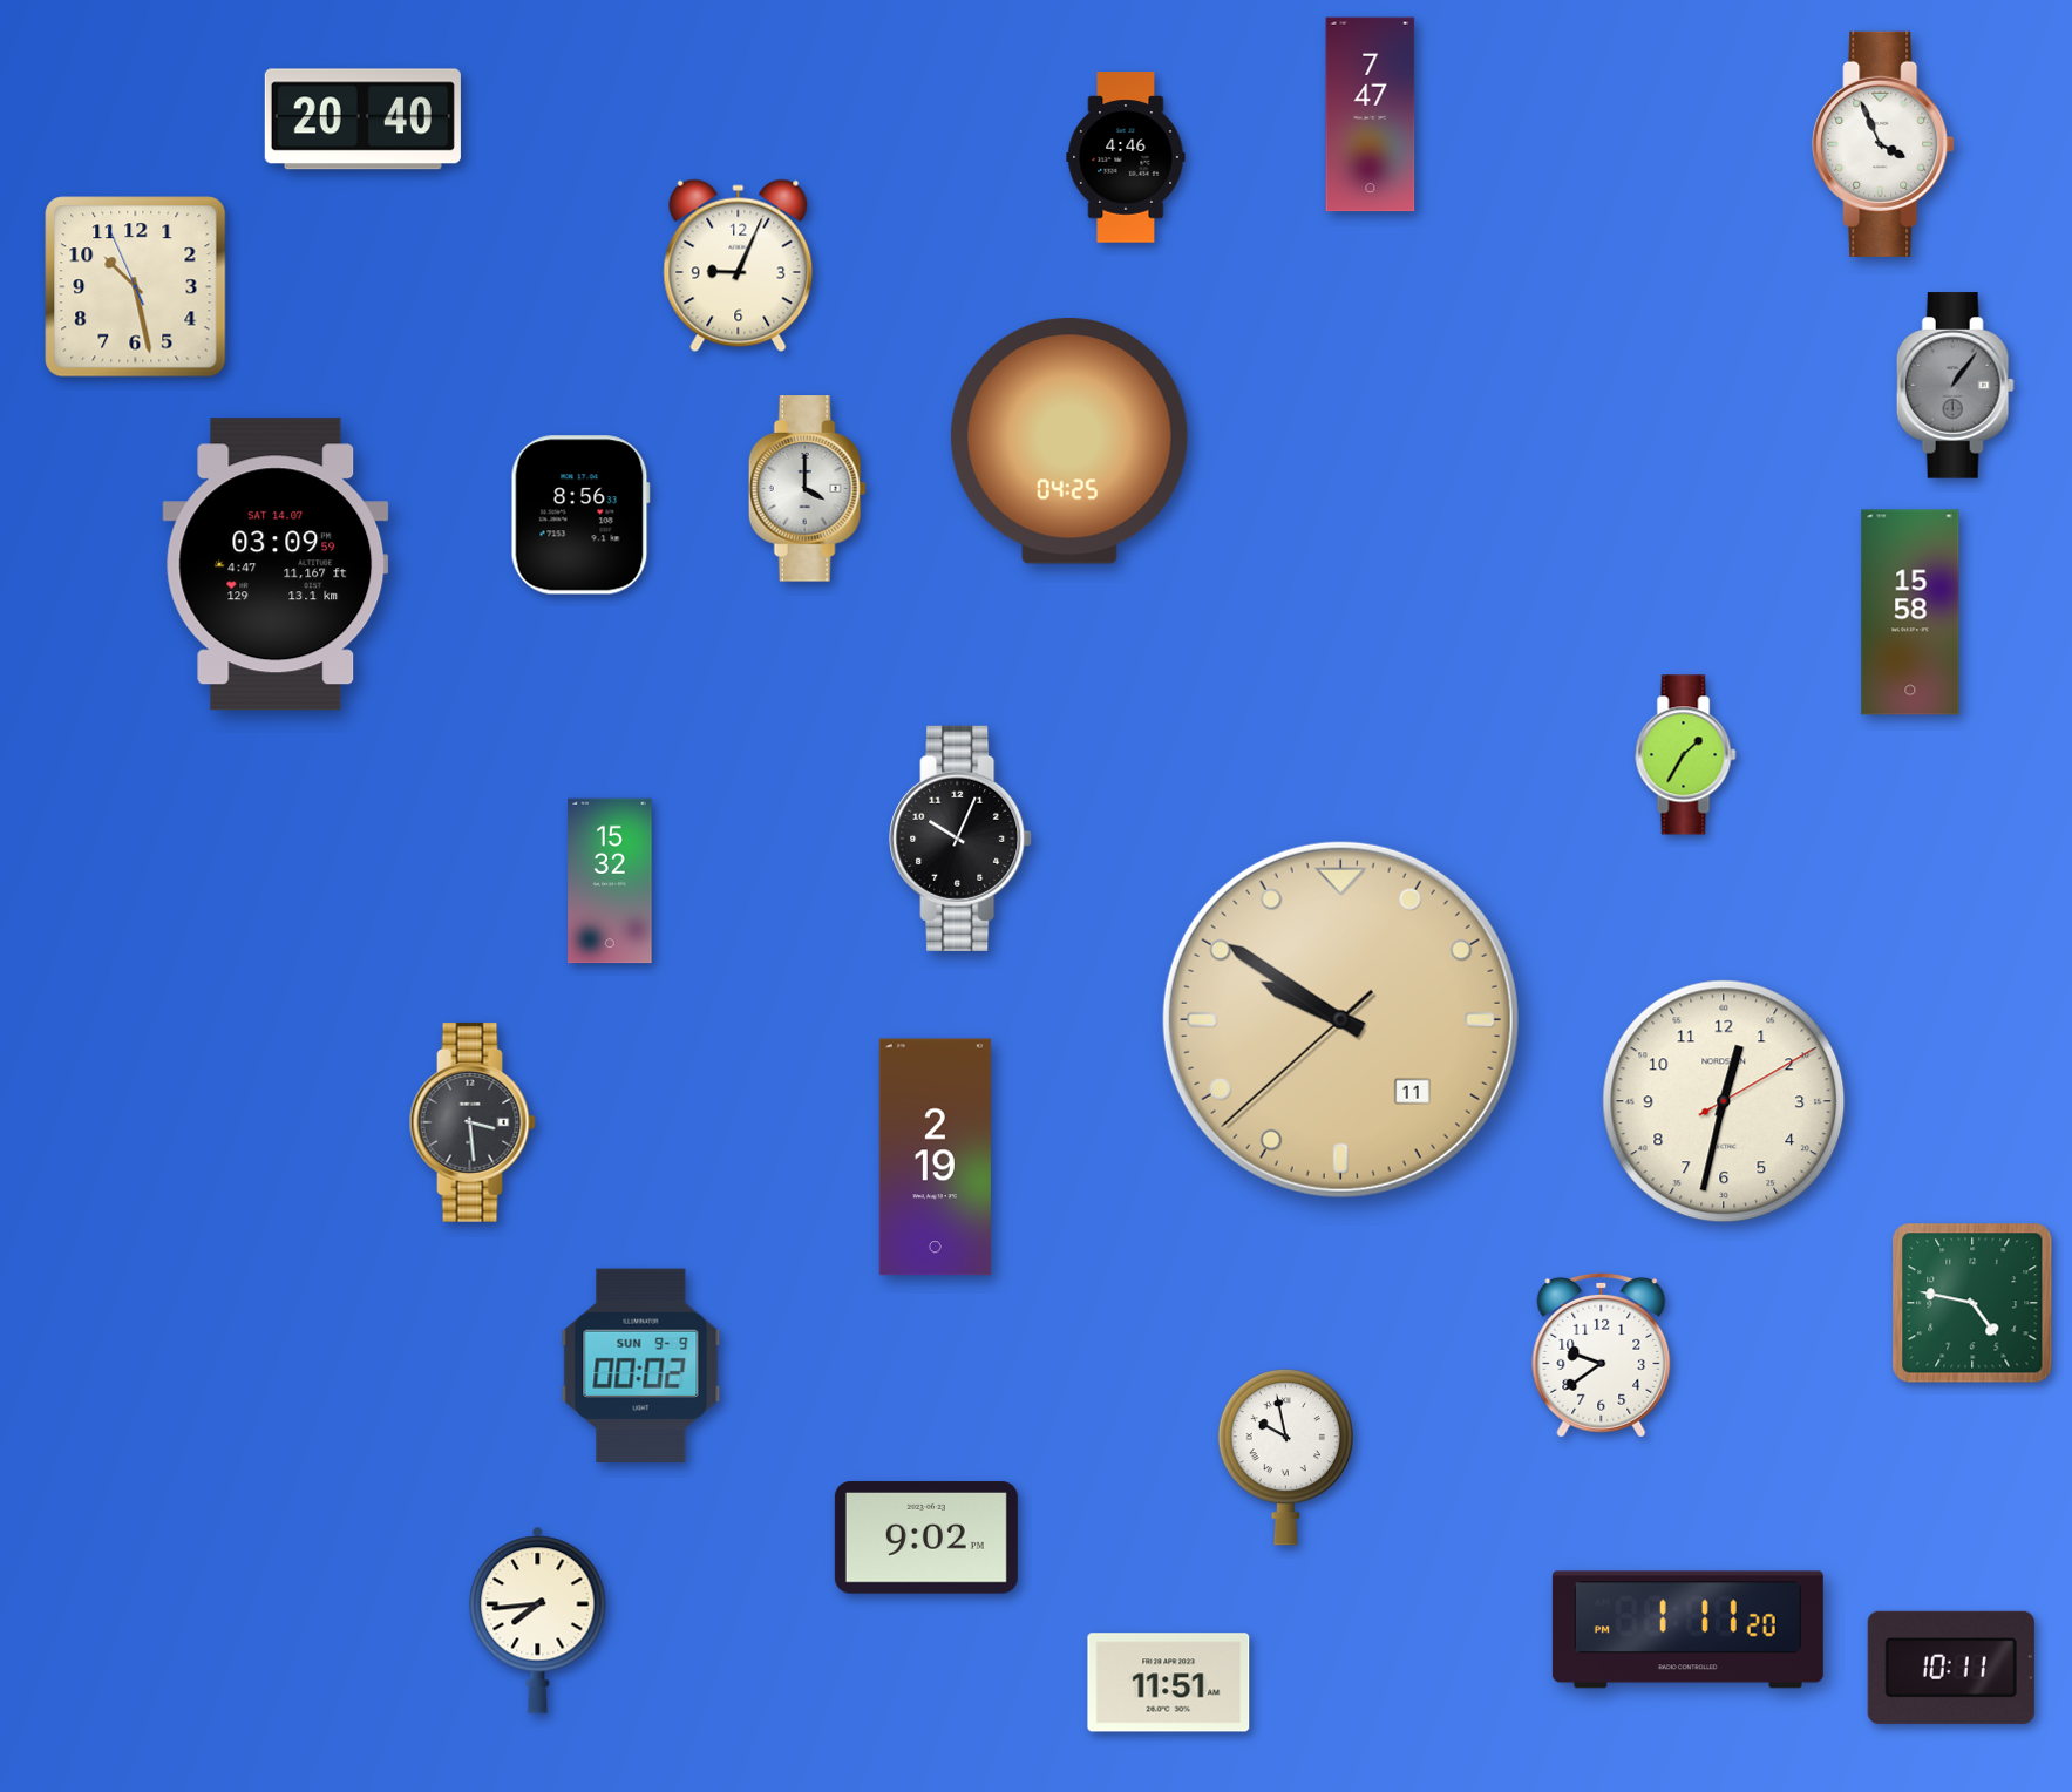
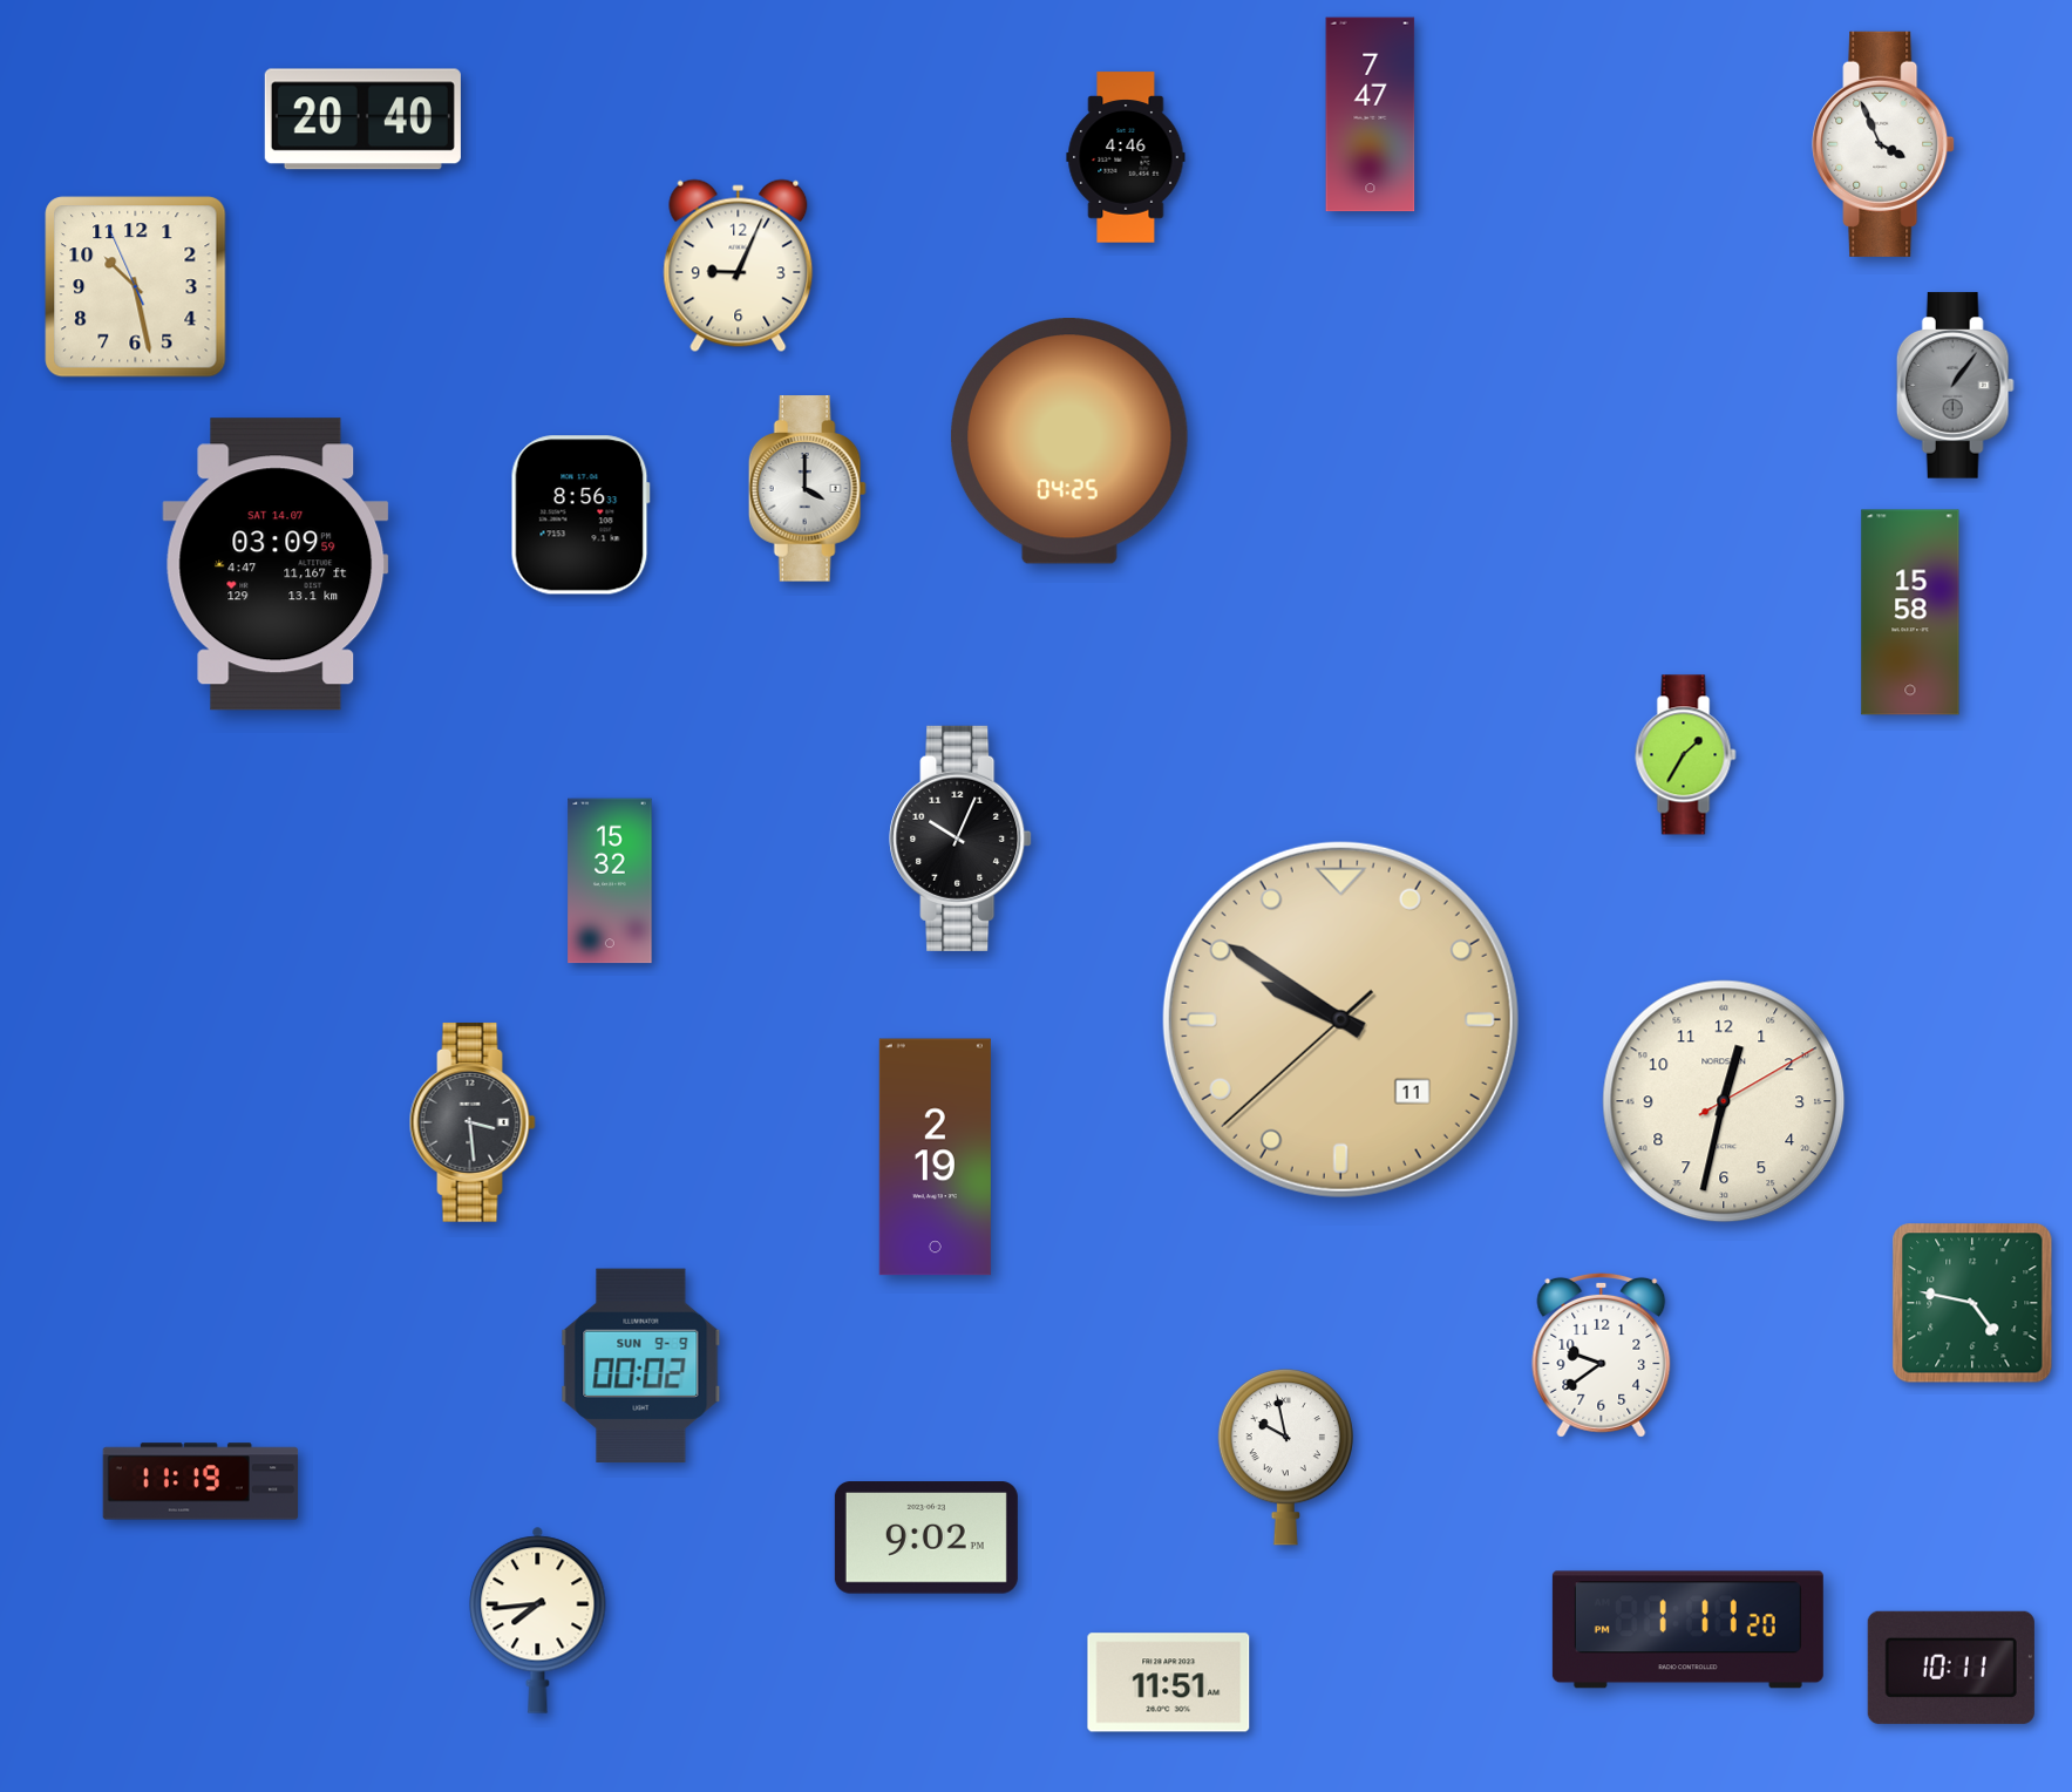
clock at (201, 1481): none -> 11:19
